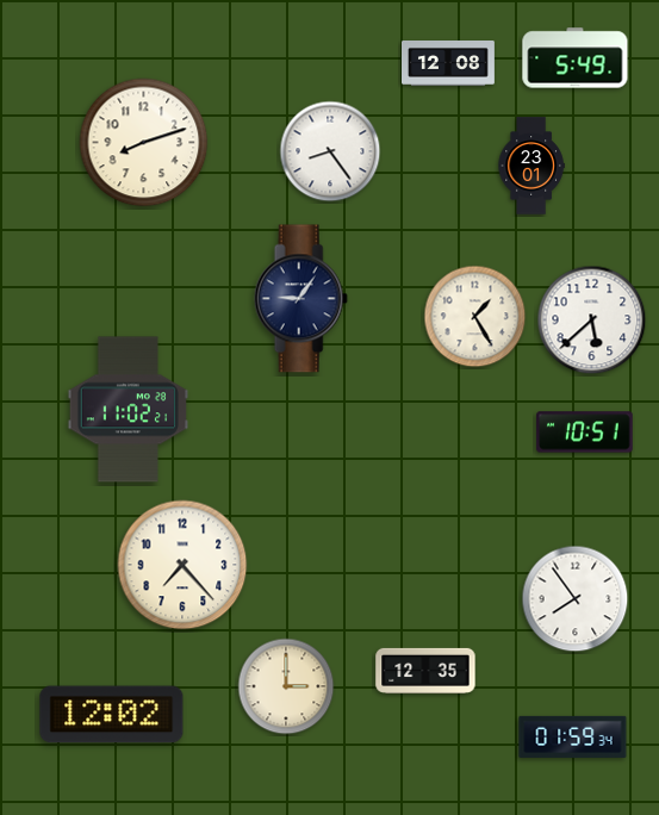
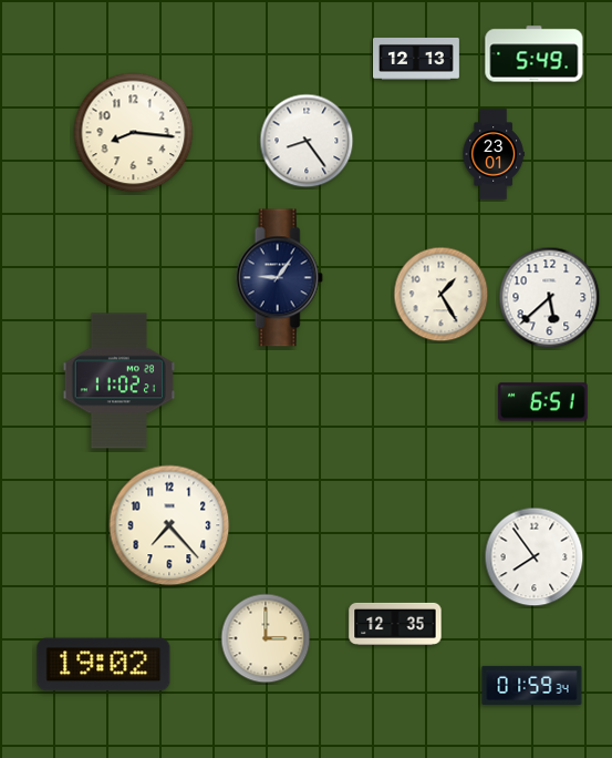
clock at (449, 64): 12:08 -> 12:13
clock at (144, 143): 8:12 -> 8:16
clock at (585, 433): 10:51 -> 6:51
clock at (112, 715): 12:02 -> 19:02
